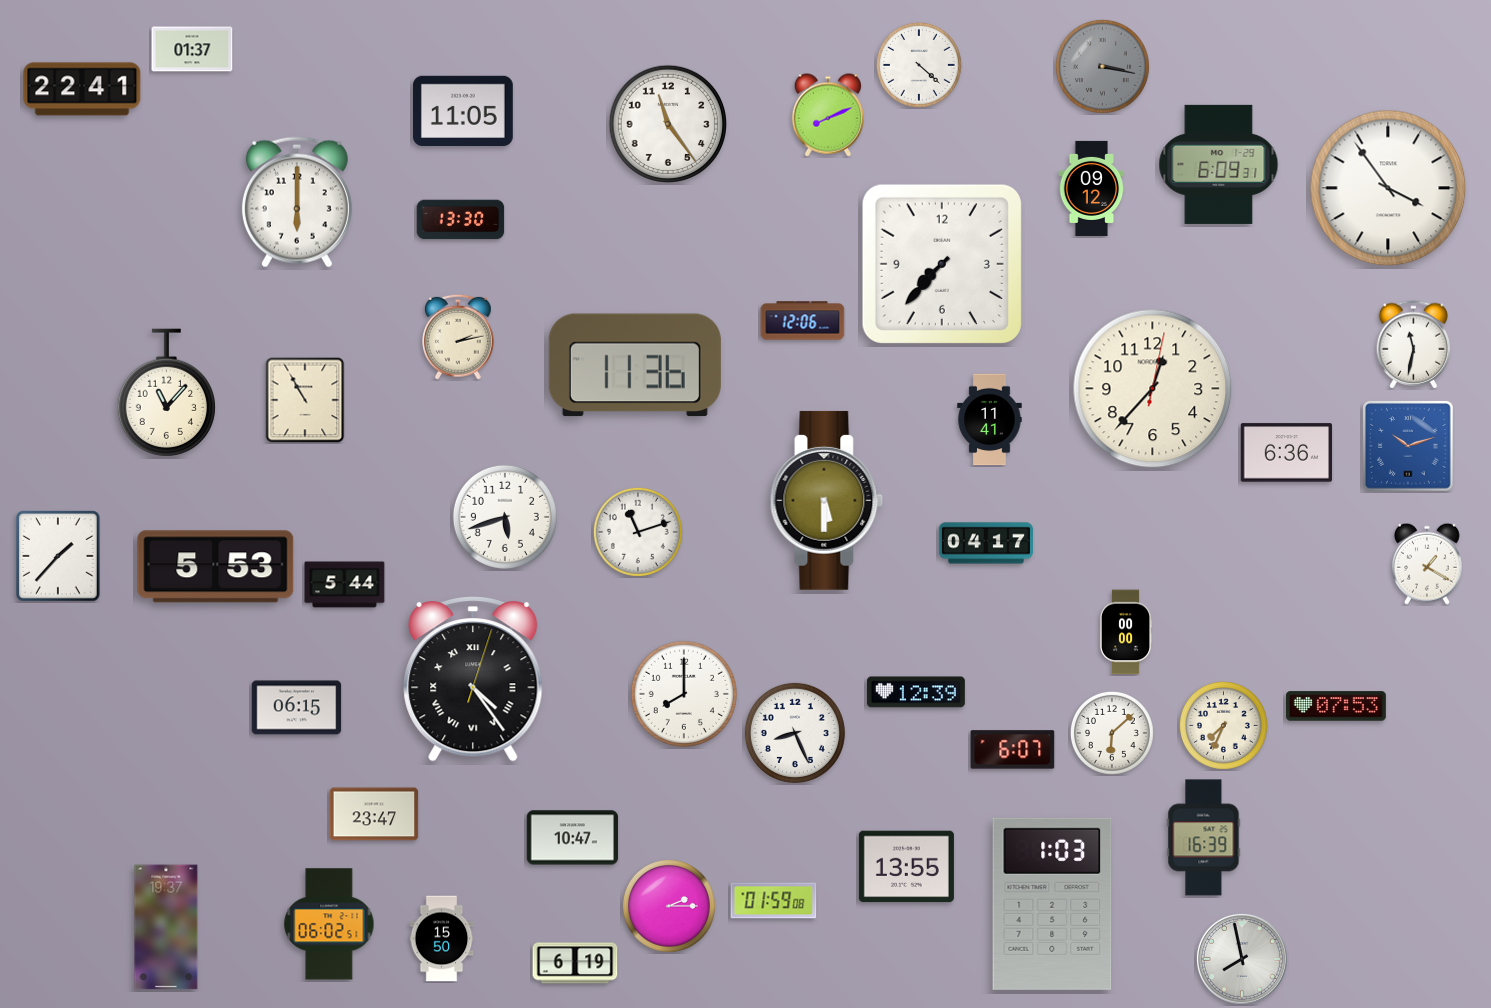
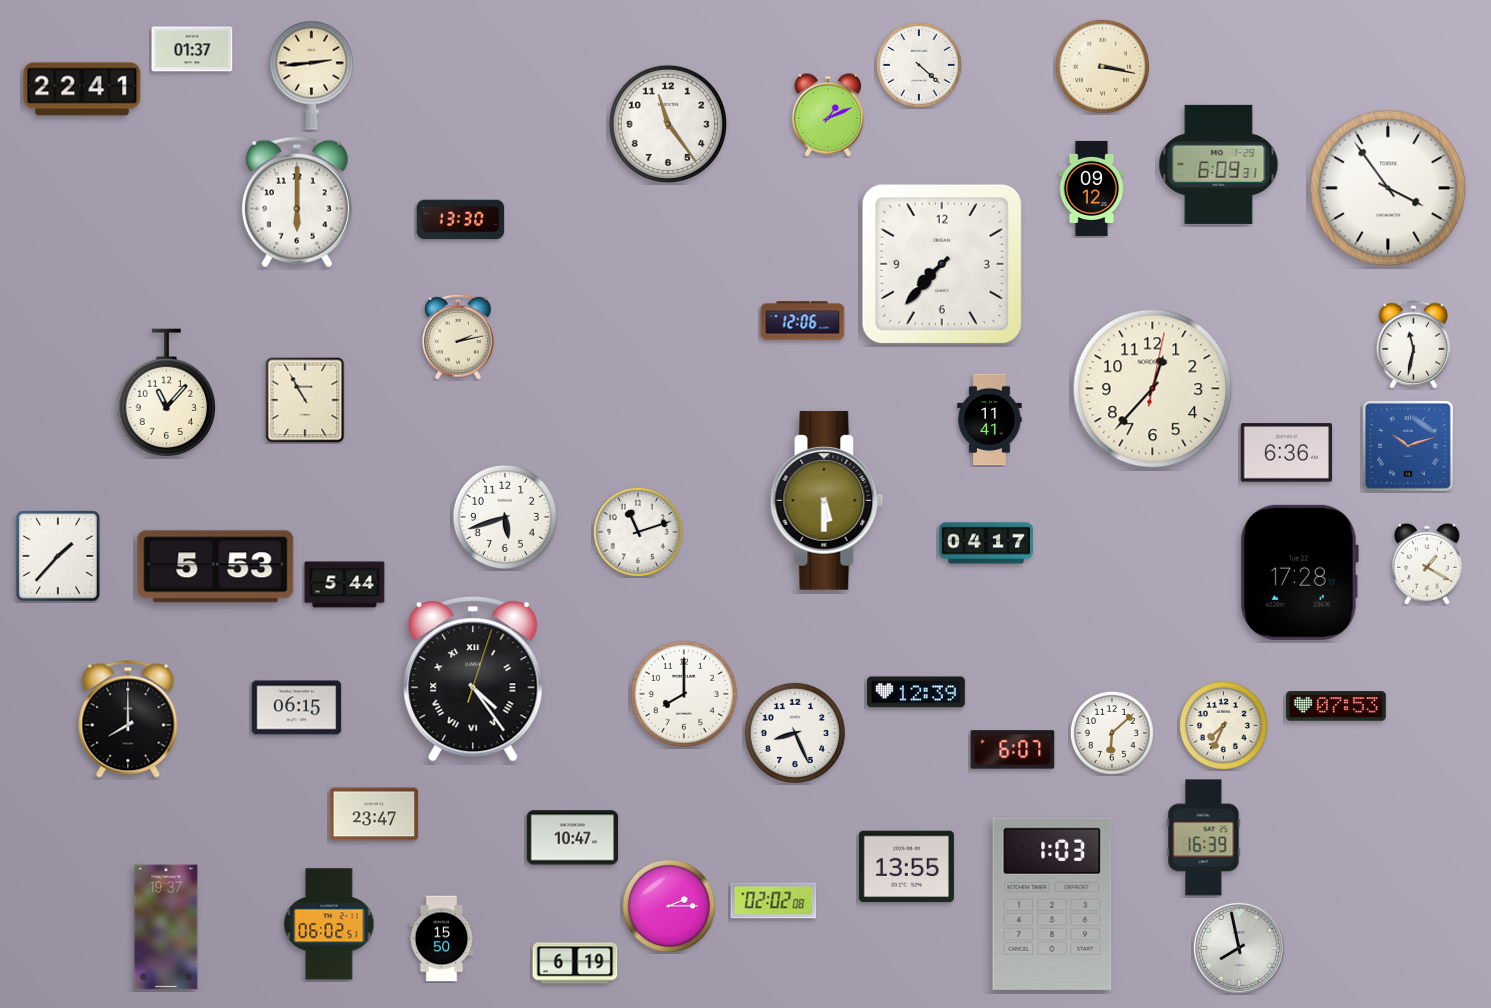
clock at (1102, 66) dial: grey -> cream
clock at (311, 75): none -> 2:44
clock at (463, 110): 11:05 -> none
clock at (827, 115): 8:11 -> 1:11
clock at (635, 365): 11:36 -> none
clock at (1299, 572): none -> 17:28
clock at (1126, 632): 00:00 -> none
clock at (128, 719): none -> 8:00
clock at (774, 901): 01:59 -> 02:02
clock at (1242, 959) position: (1242, 959) -> (1239, 948)
